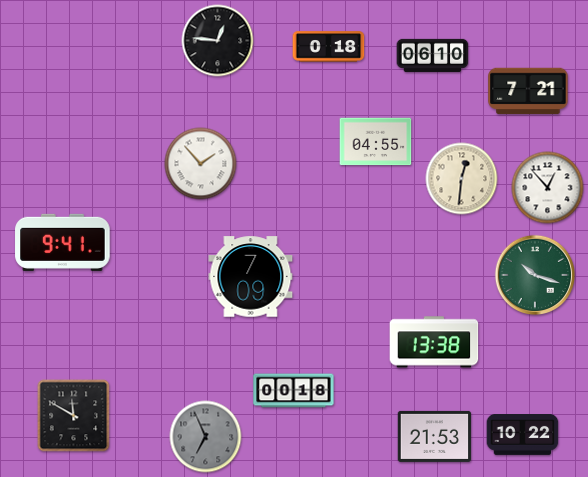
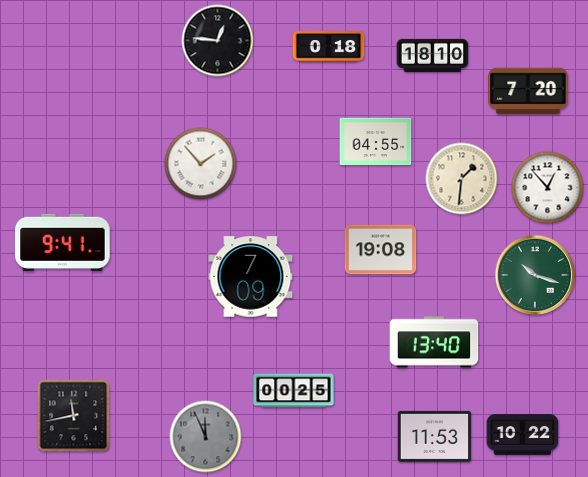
clock at (433, 55): 06:10 -> 18:10
clock at (528, 91): 7:21 -> 7:20
clock at (462, 179): 12:31 -> 1:31
clock at (381, 250): none -> 19:08
clock at (434, 342): 13:38 -> 13:40
clock at (294, 391): 00:18 -> 00:25
clock at (74, 416): 11:50 -> 11:43
clock at (435, 436): 21:53 -> 11:53
clock at (206, 437): 6:56 -> 11:56
